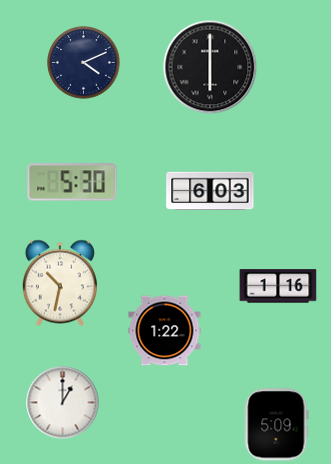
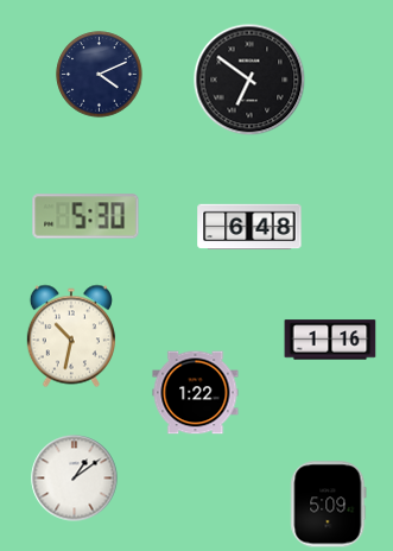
clock at (210, 67): 6:00 -> 6:51
clock at (210, 191): 6:03 -> 6:48
clock at (63, 403): 1:00 -> 1:09
